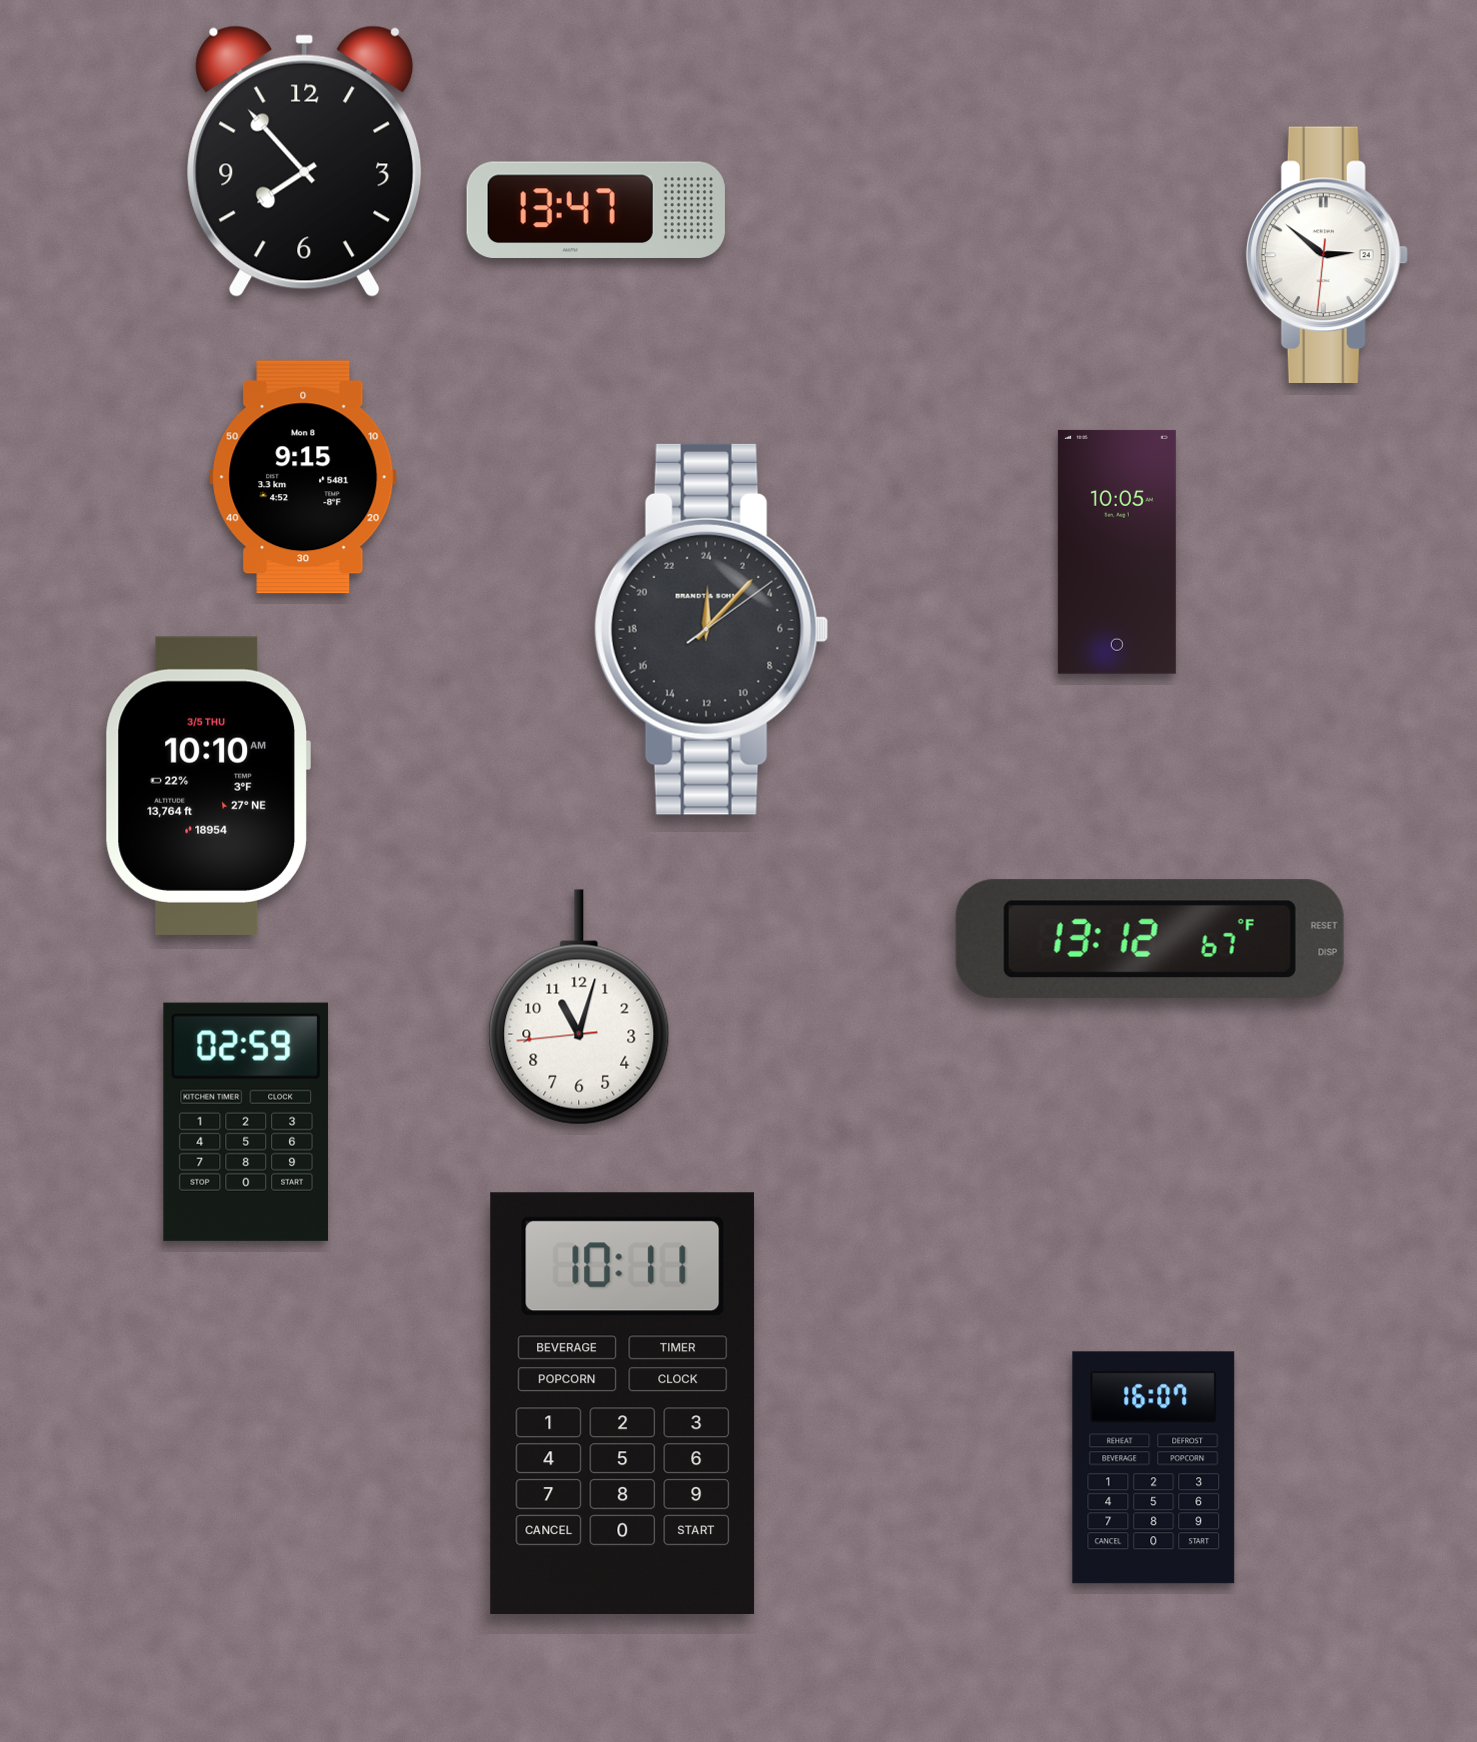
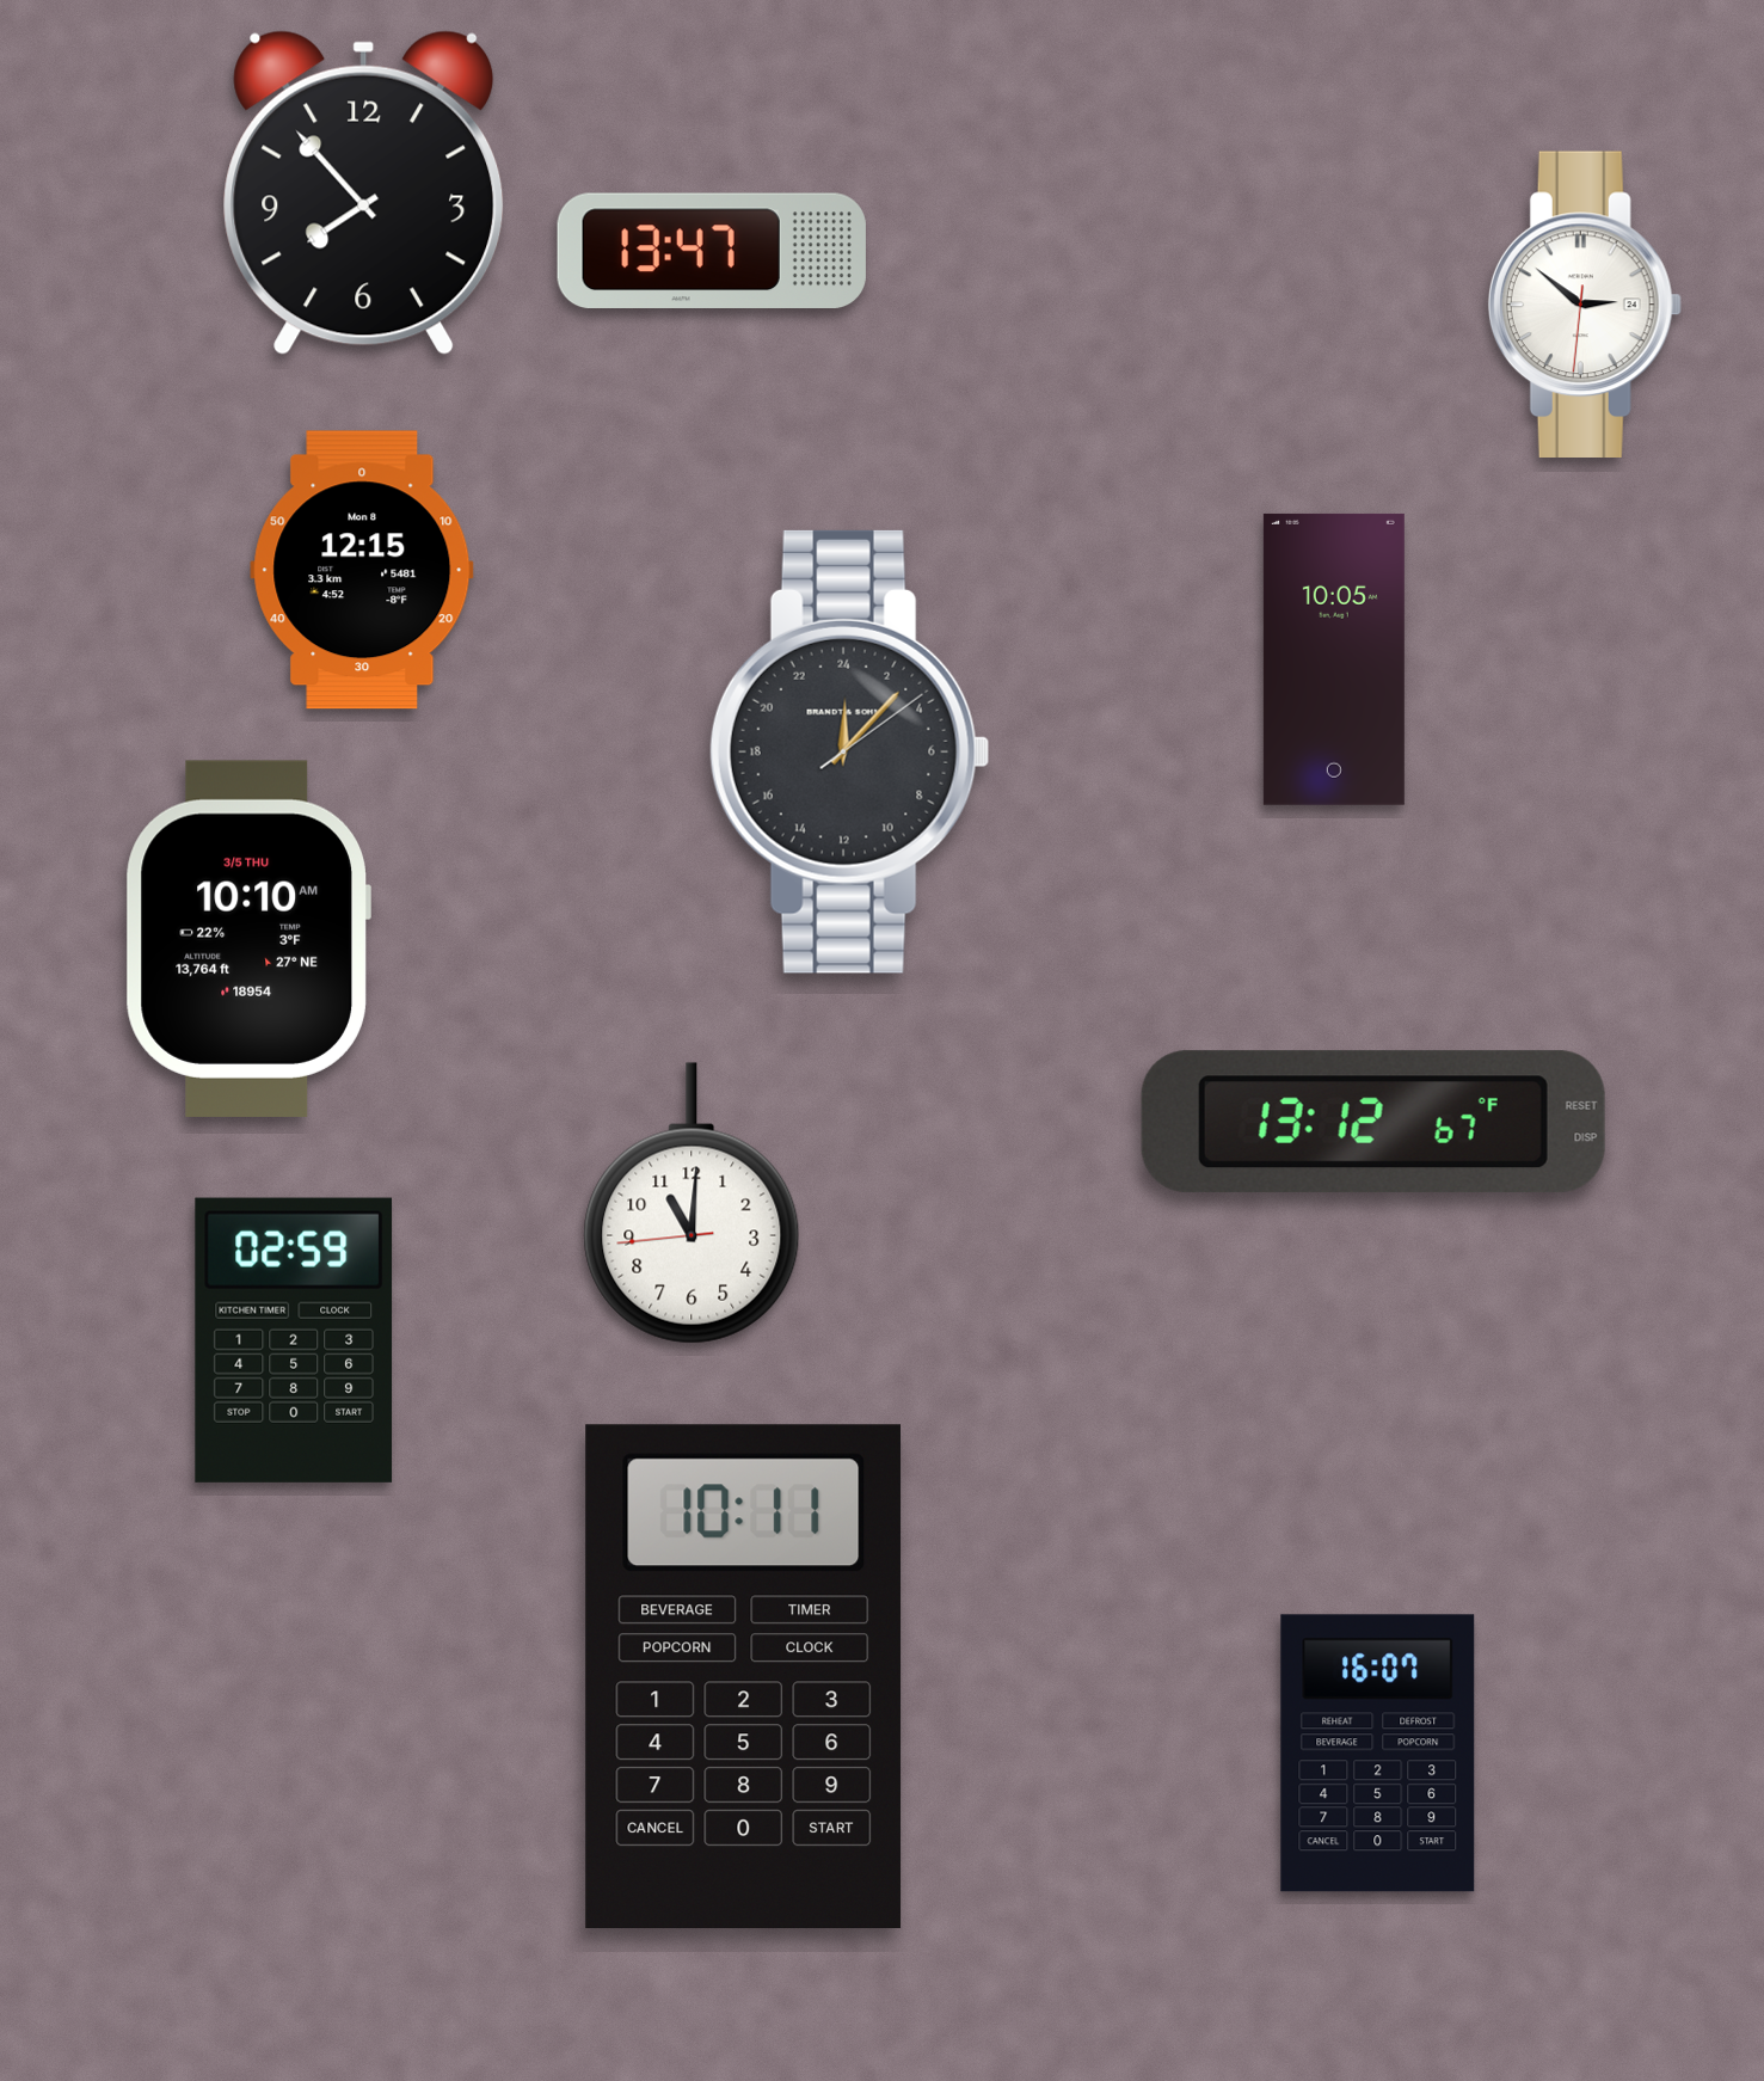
clock at (303, 477): 9:15 -> 12:15
clock at (579, 1007): 11:02 -> 11:00
